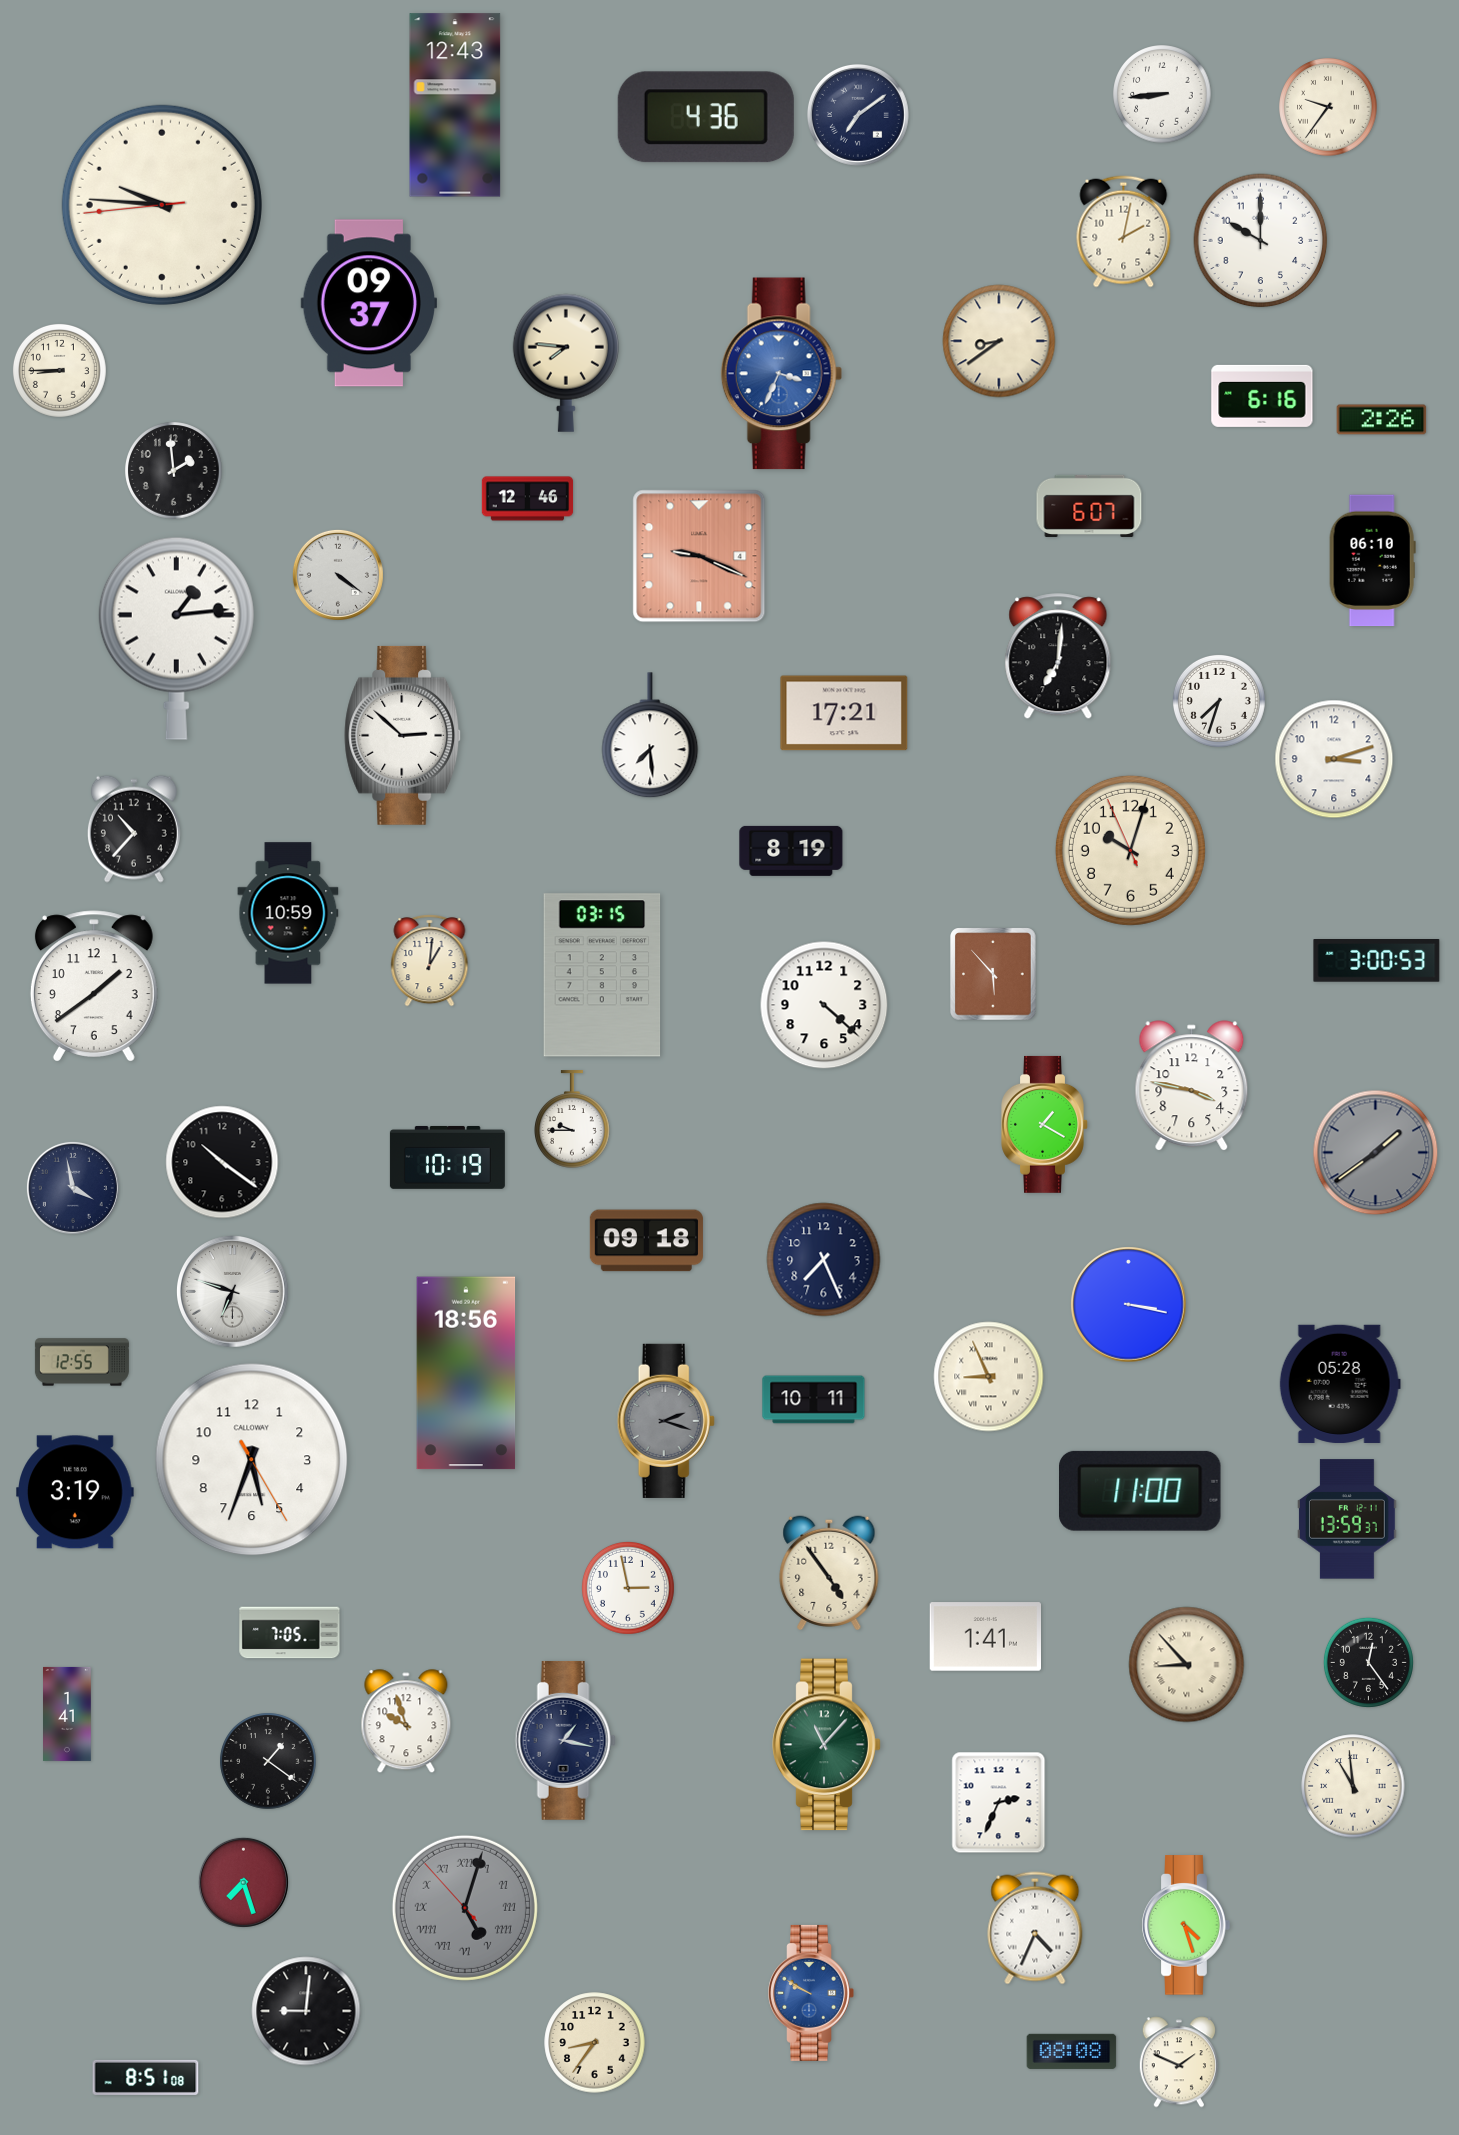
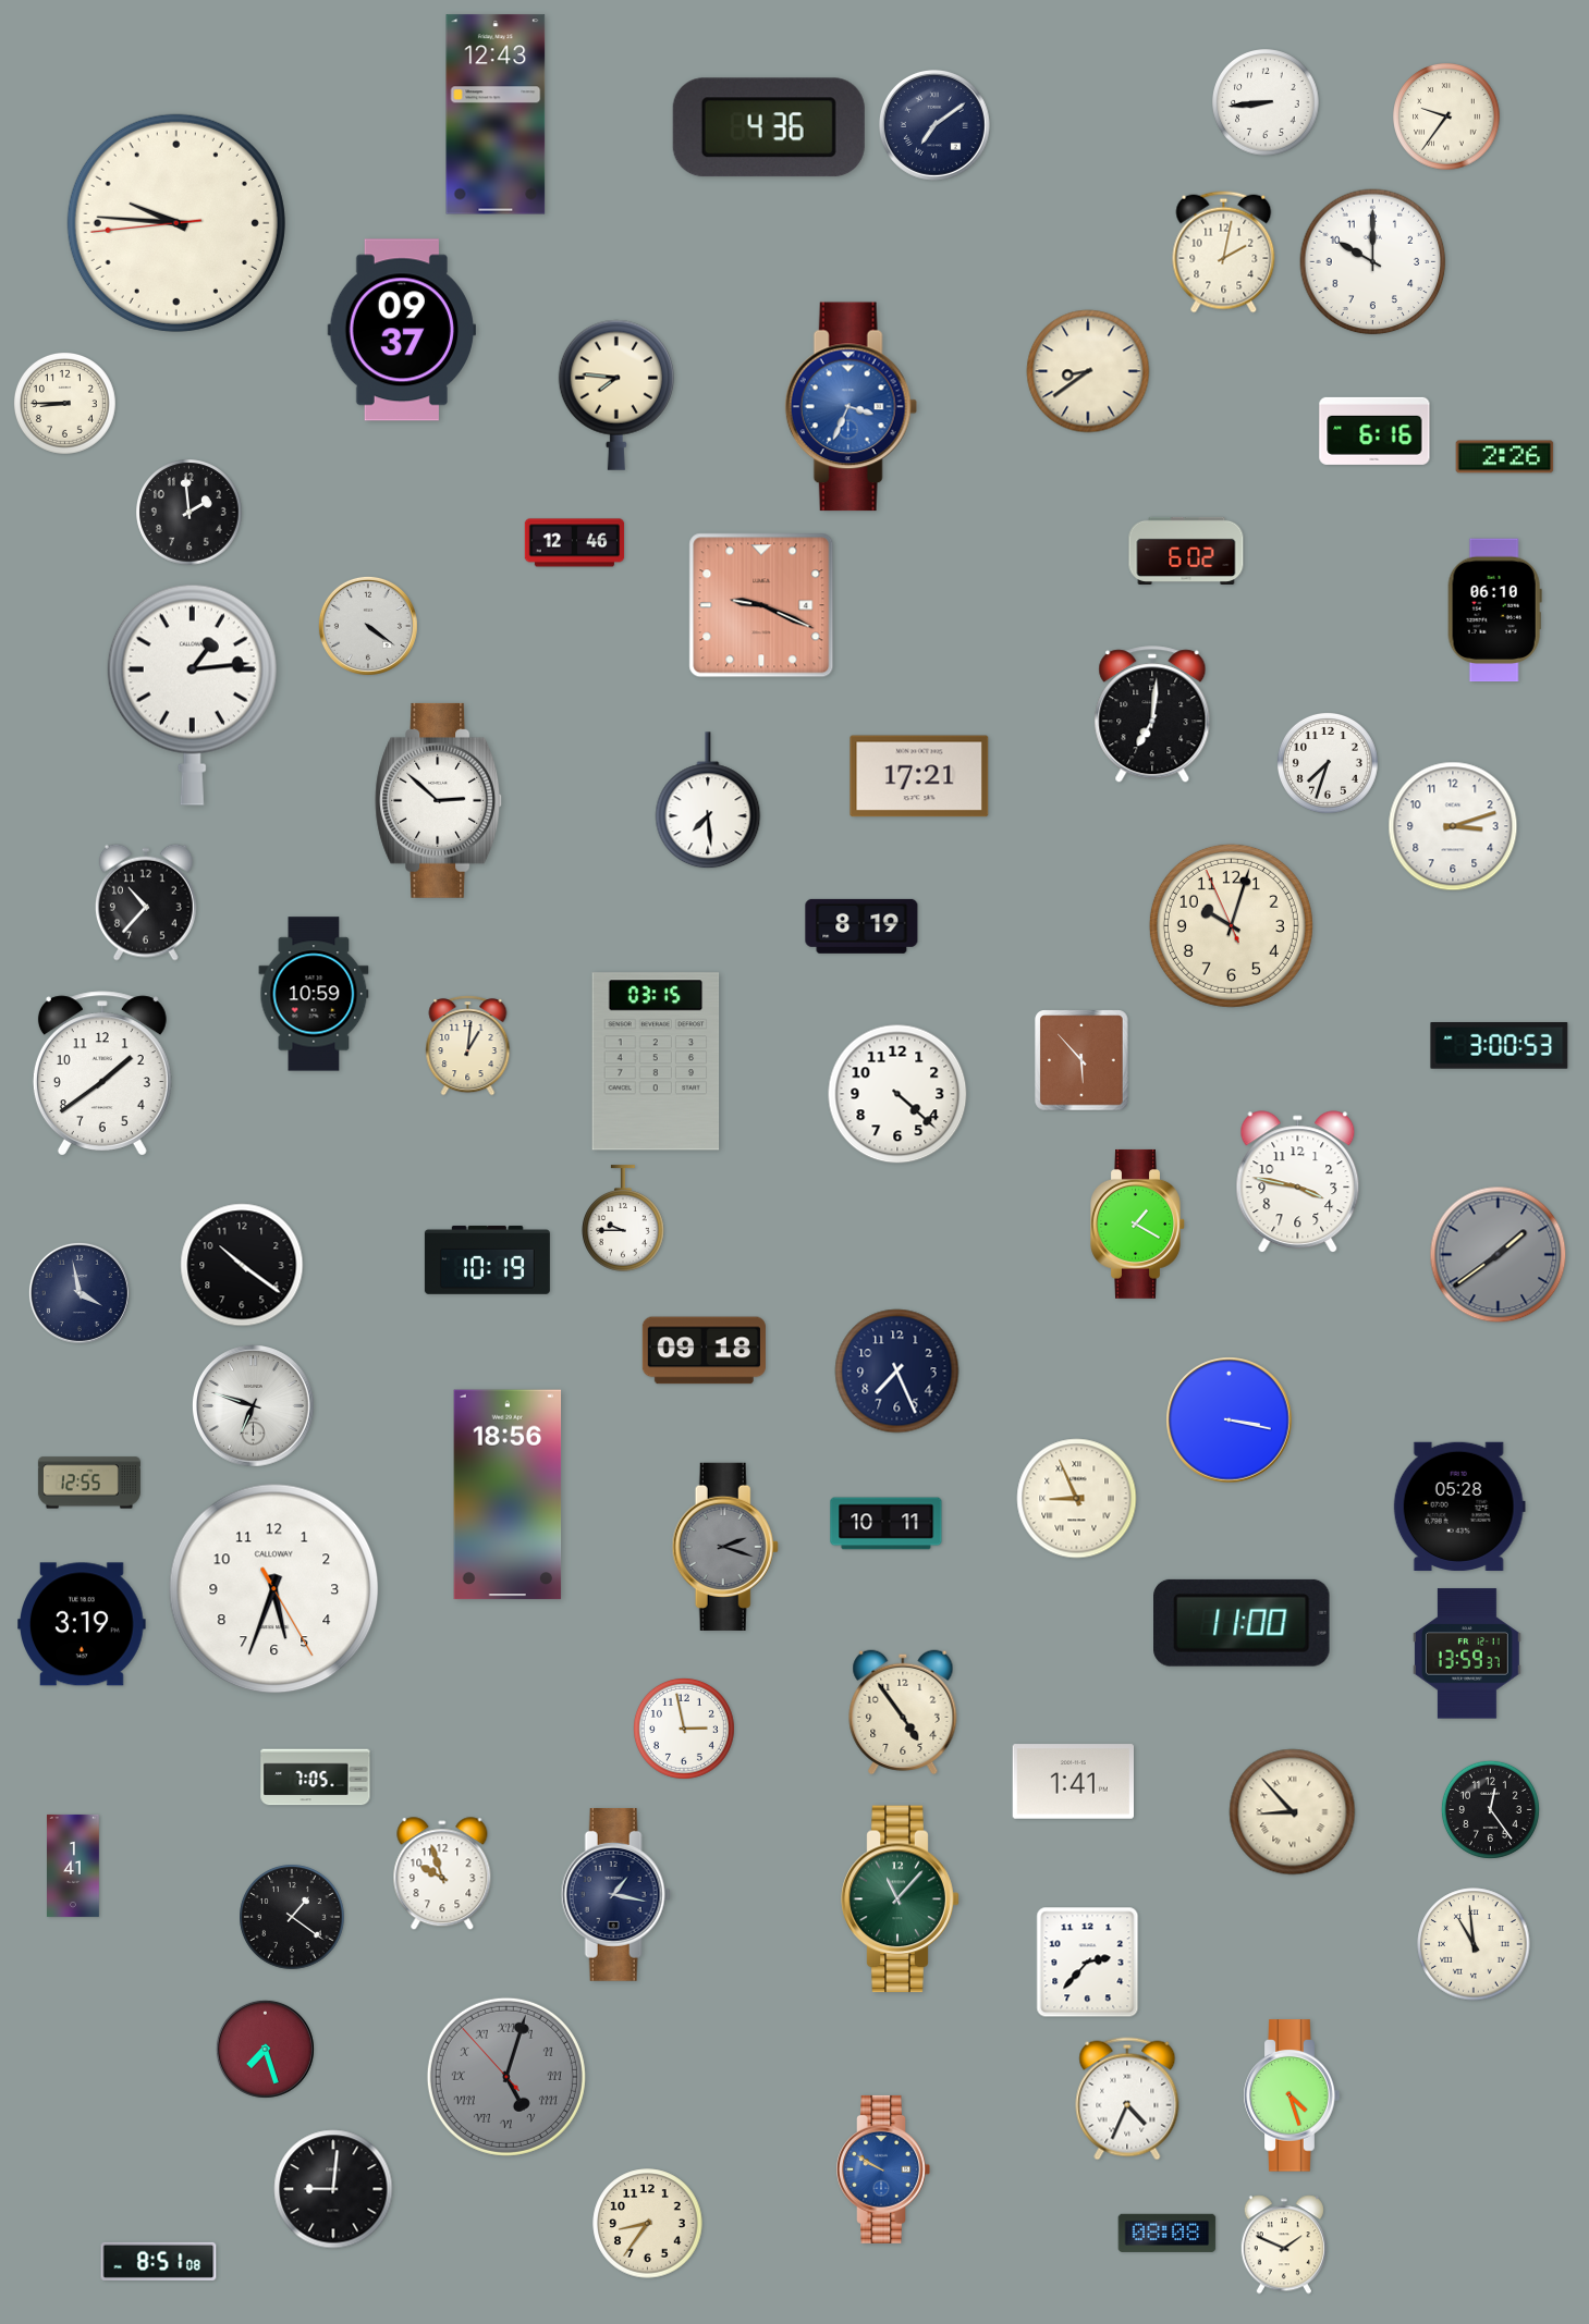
clock at (1089, 506): 6:07 -> 6:02
clock at (999, 1803): 2:34 -> 2:37
